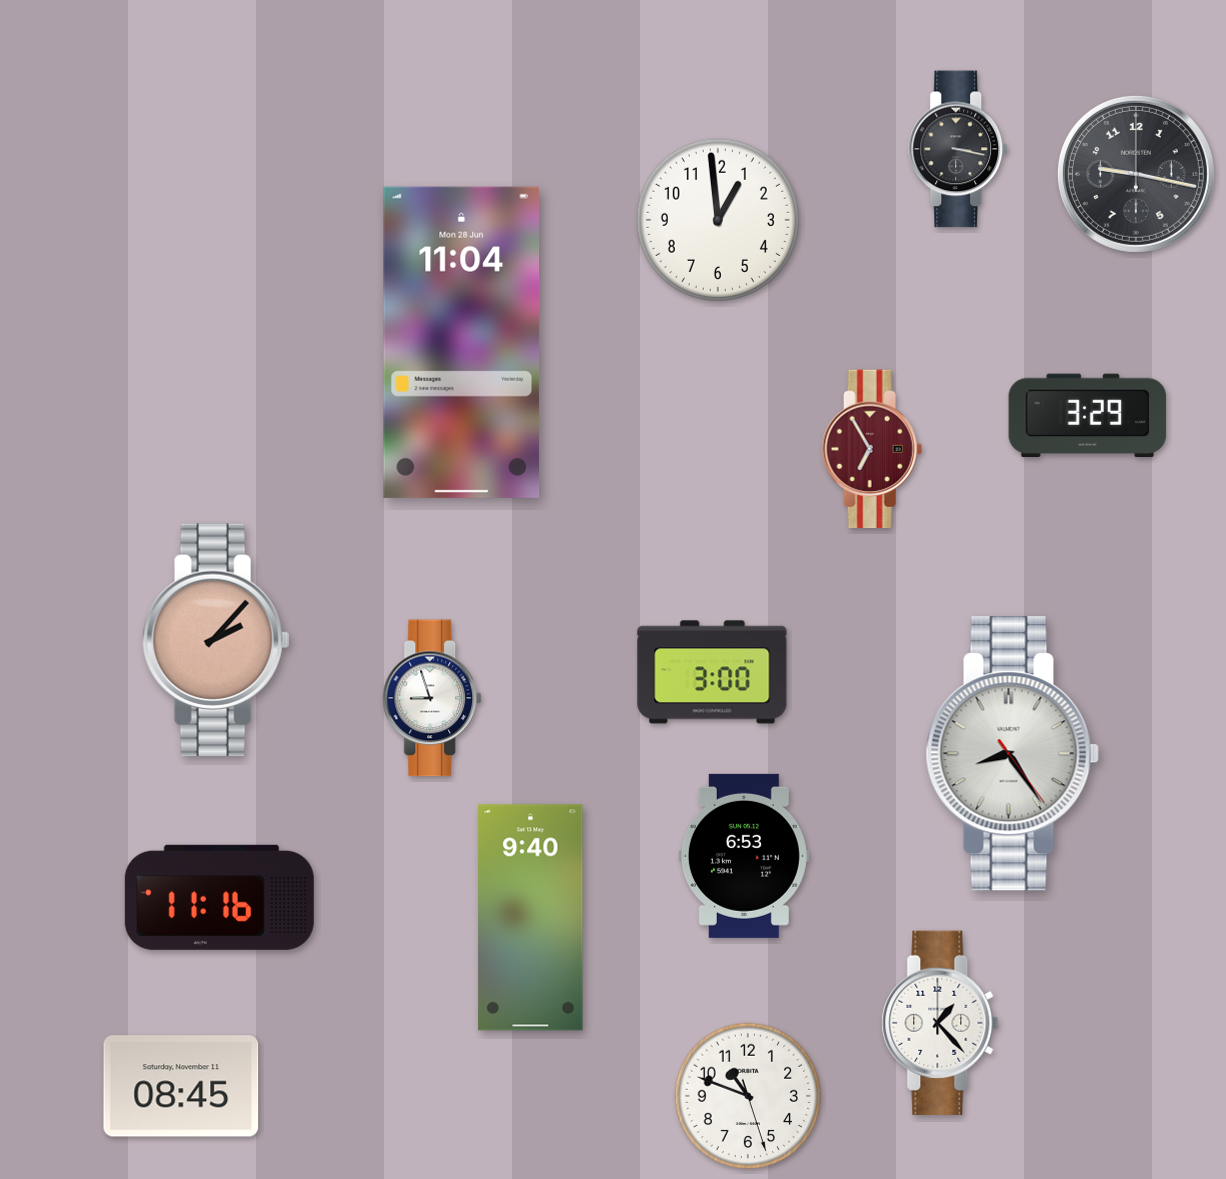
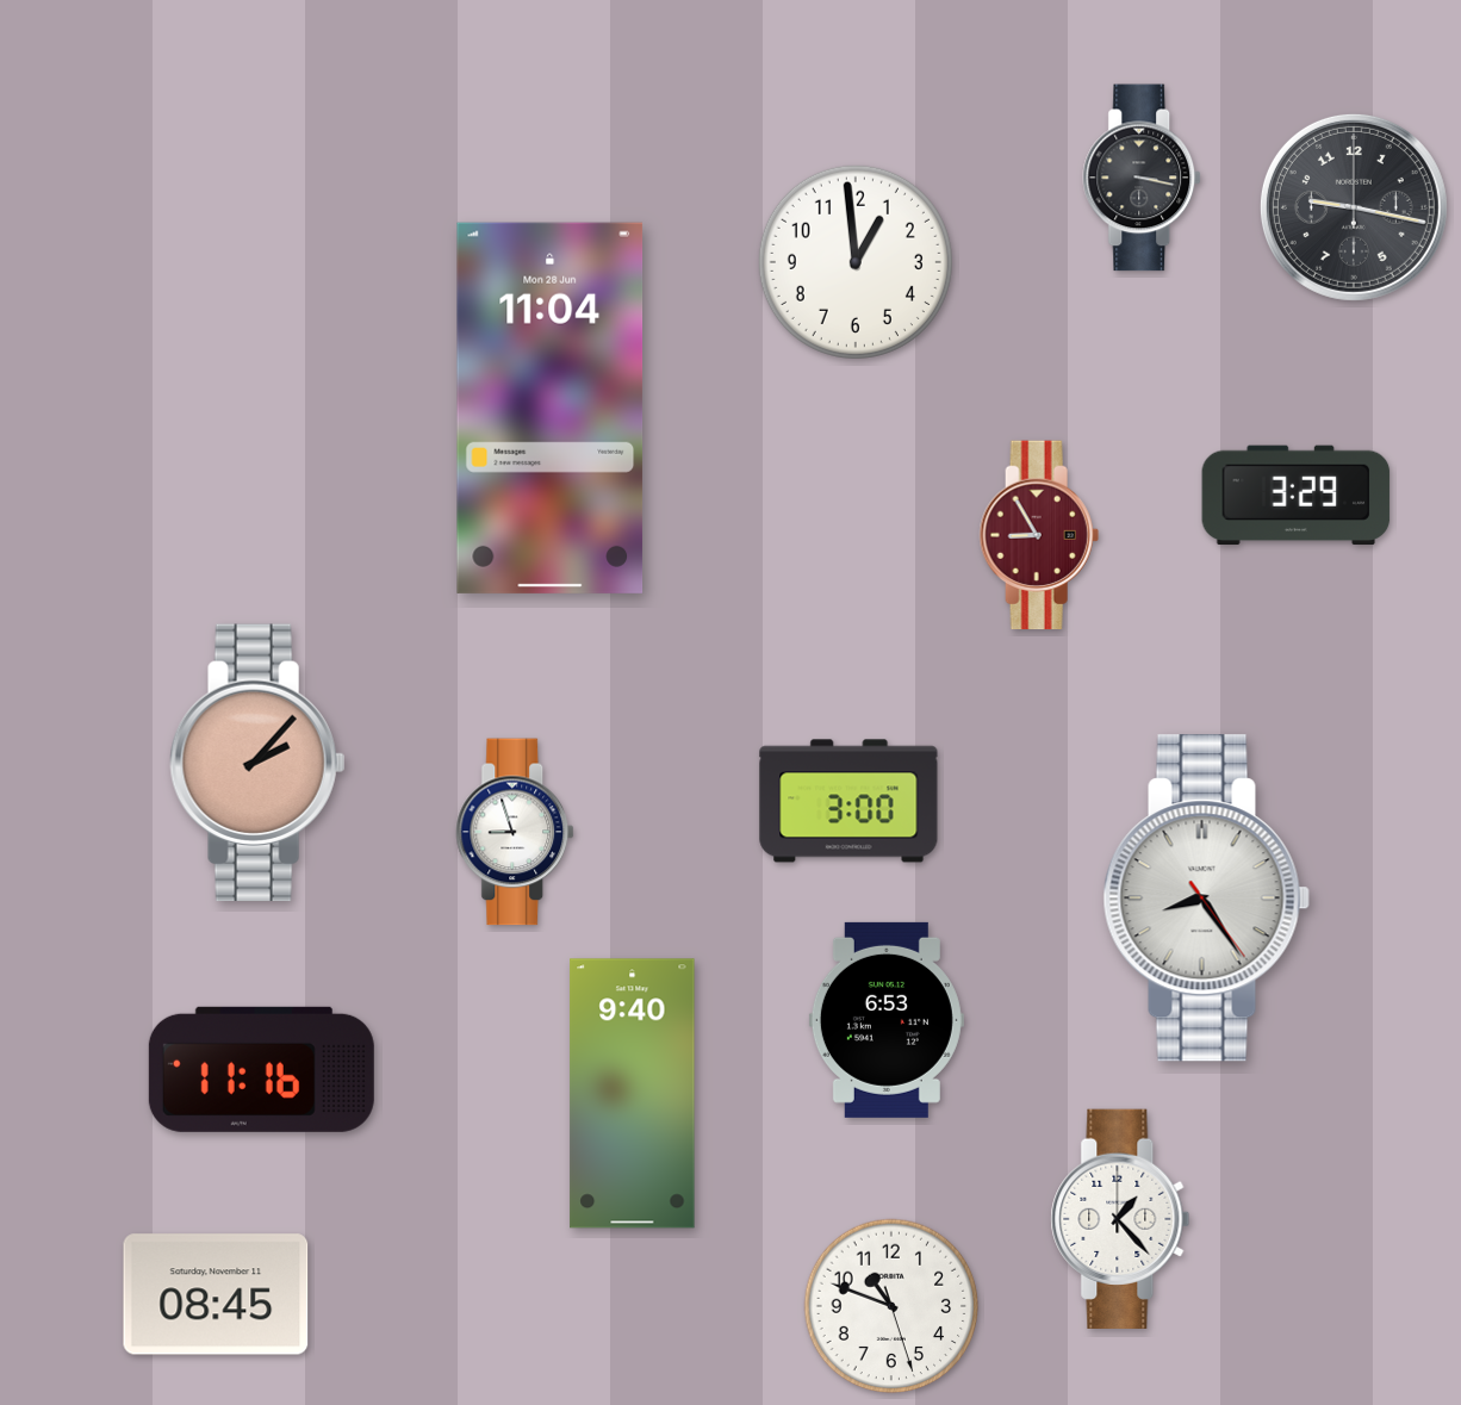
clock at (872, 449): 6:55 -> 8:55
